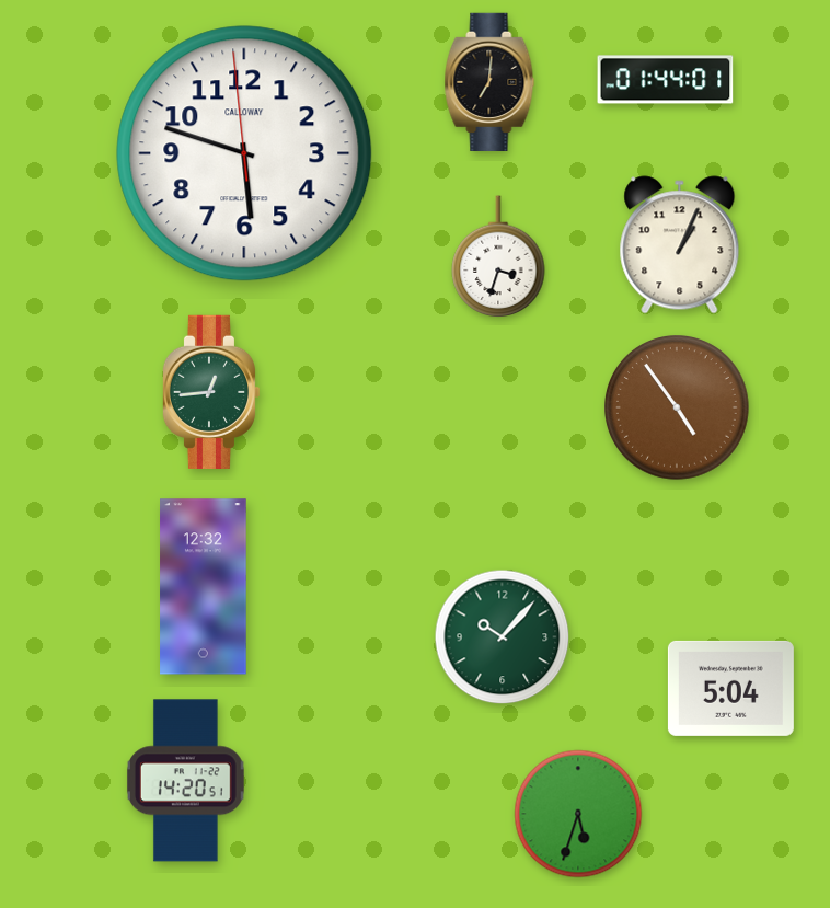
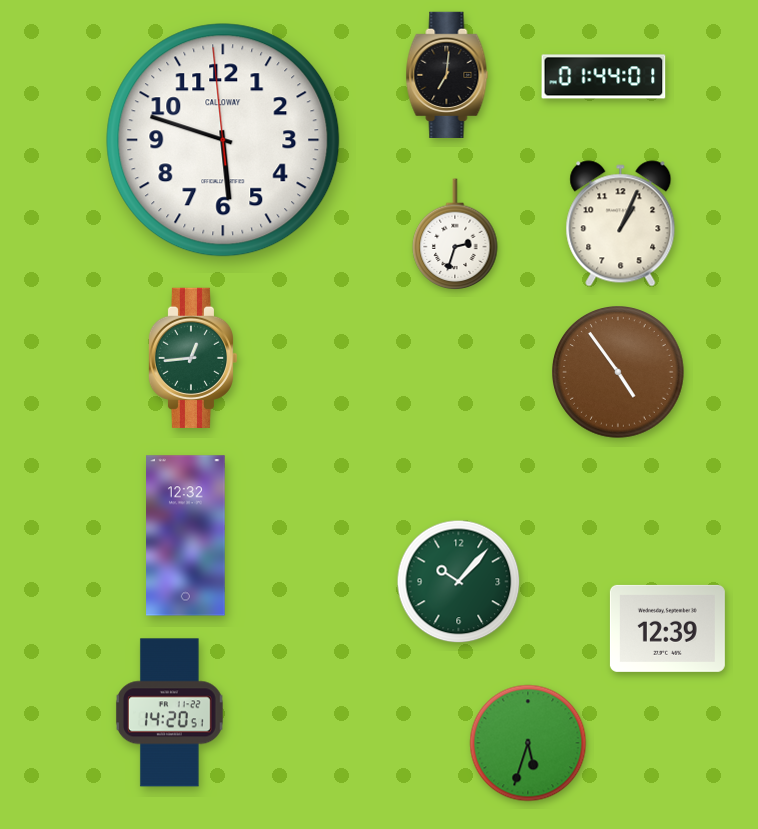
clock at (666, 80) position: (666, 80) -> (604, 77)
clock at (498, 257): 3:33 -> 2:33
clock at (730, 688): 5:04 -> 12:39
